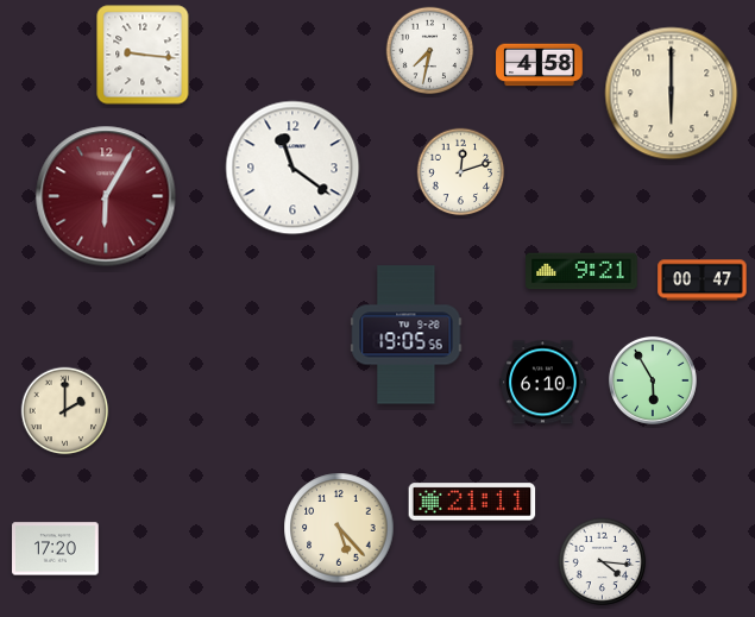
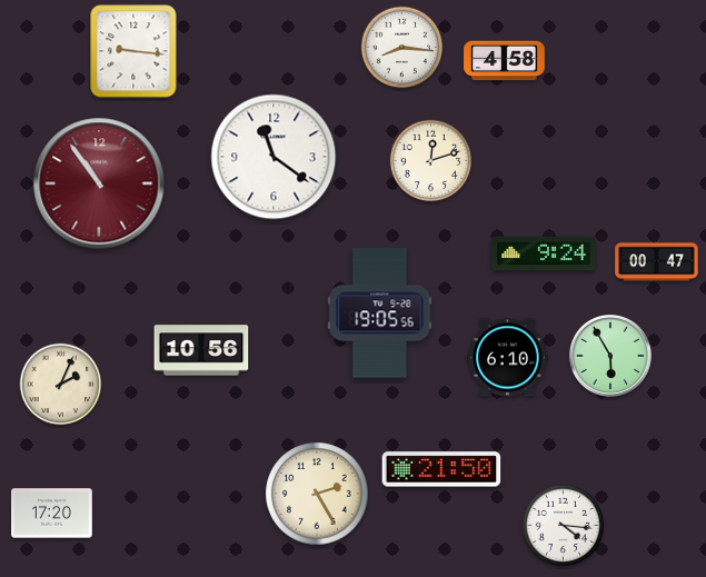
clock at (430, 51): 7:32 -> 8:16
clock at (672, 94): 6:00 -> none
clock at (106, 196): 6:05 -> 10:54
clock at (581, 271): 9:21 -> 9:24
clock at (201, 350): none -> 10:56
clock at (65, 411): 2:00 -> 2:04
clock at (472, 502): 21:11 -> 21:50
clock at (339, 528): 5:23 -> 2:25
